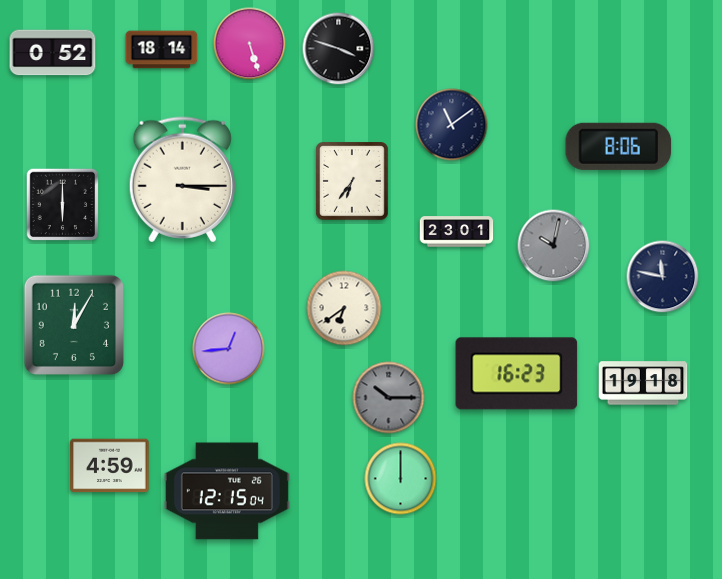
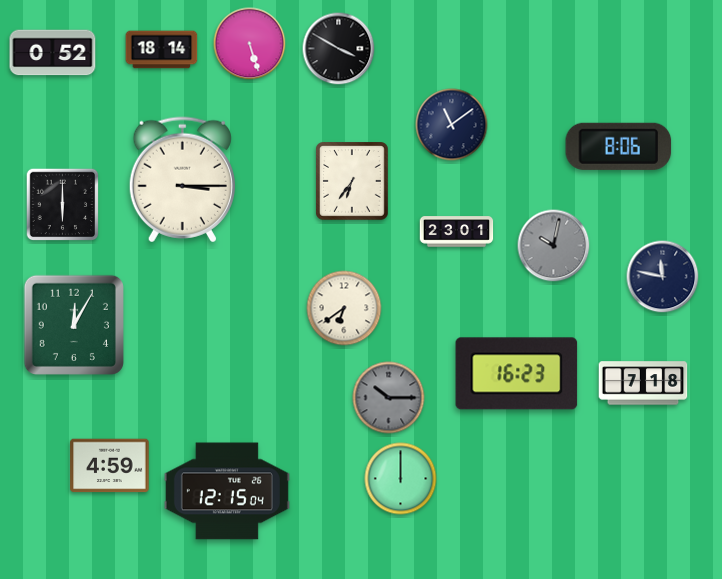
clock at (339, 49): 3:48 -> 3:50
clock at (229, 349): 12:44 -> none
clock at (643, 383): 19:18 -> 7:18
